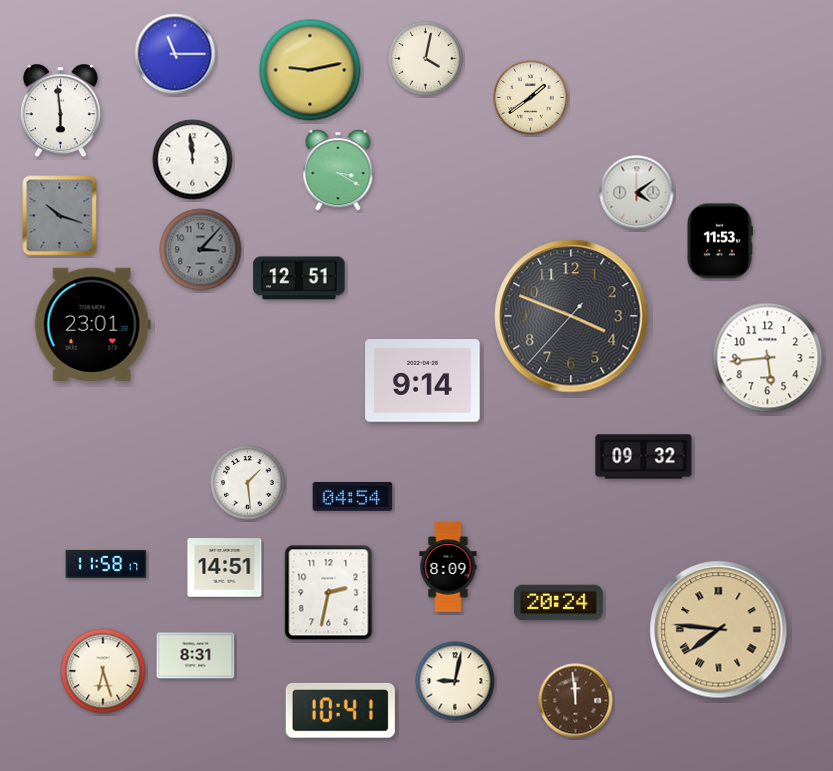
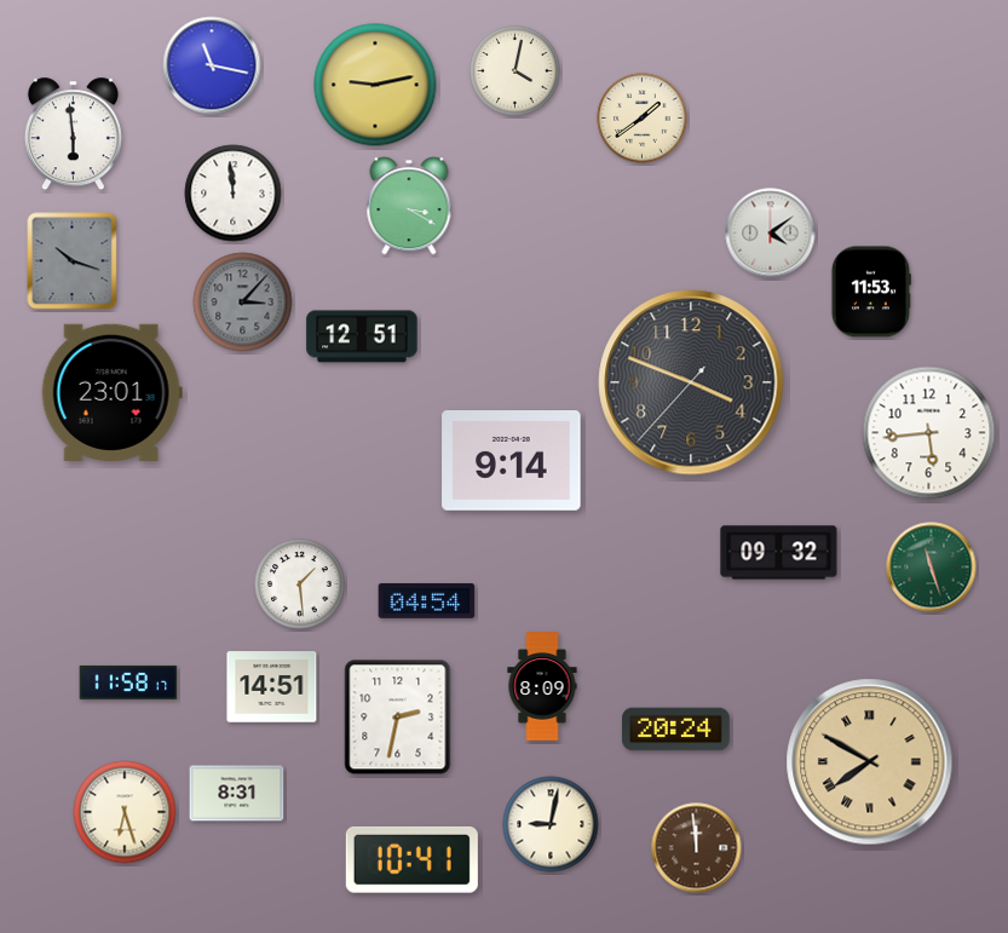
clock at (175, 54): 11:15 -> 11:17
clock at (932, 568): none -> 11:27
clock at (719, 630): 7:46 -> 7:50
